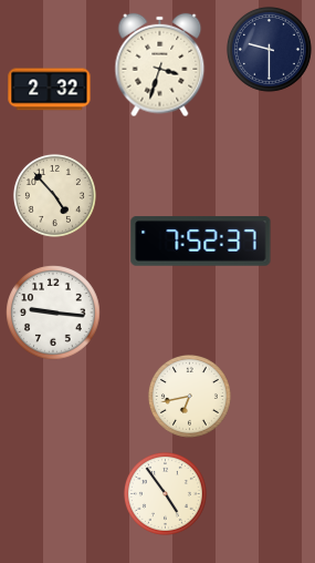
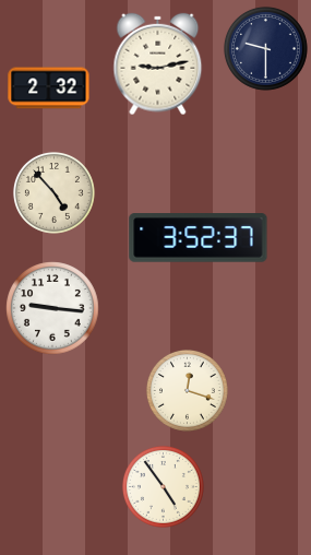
clock at (160, 65): 3:33 -> 9:13
clock at (201, 242): 7:52 -> 3:52
clock at (189, 396): 6:43 -> 12:18
